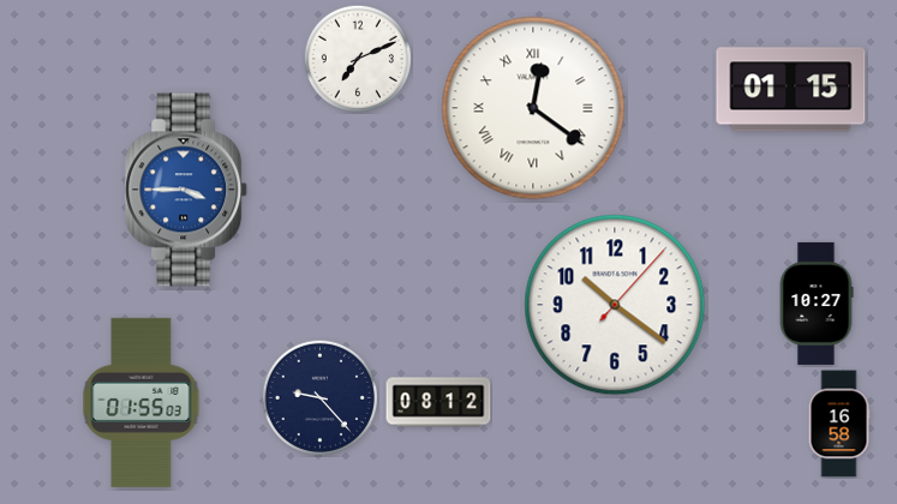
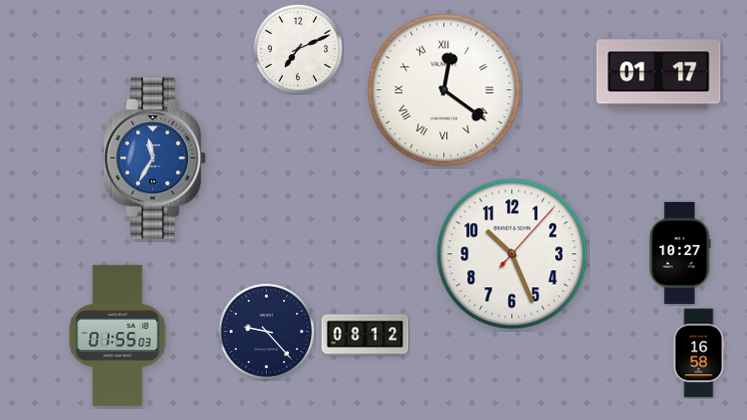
clock at (791, 90): 01:15 -> 01:17
clock at (187, 190): 3:45 -> 11:35
clock at (615, 305): 10:21 -> 10:26
